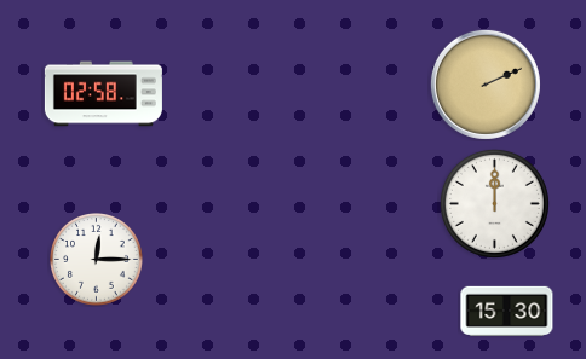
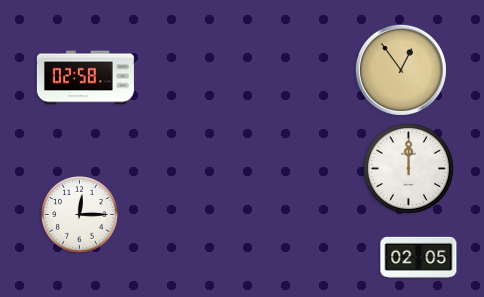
clock at (486, 85): 2:11 -> 12:54
clock at (507, 311): 15:30 -> 02:05
